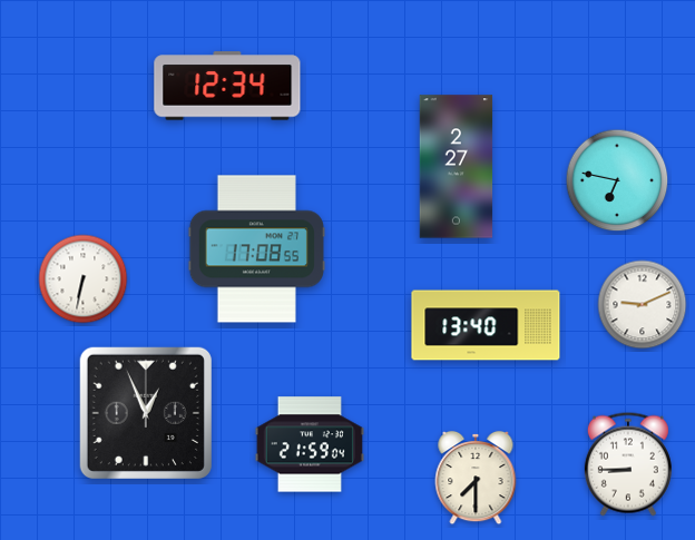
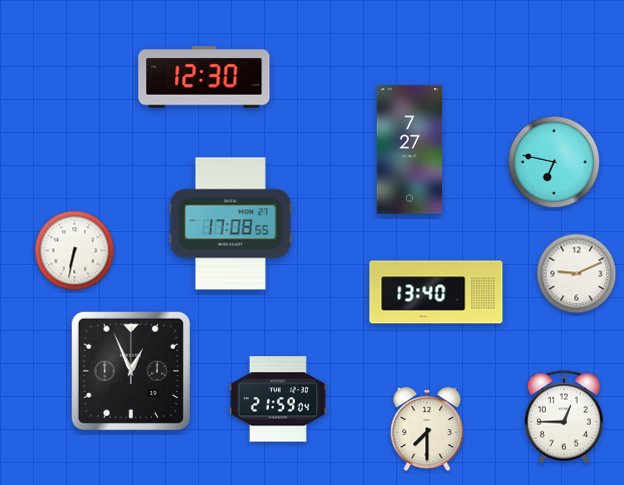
clock at (227, 86): 12:34 -> 12:30
clock at (457, 167): 2:27 -> 7:27
clock at (628, 464): 8:45 -> 12:45
